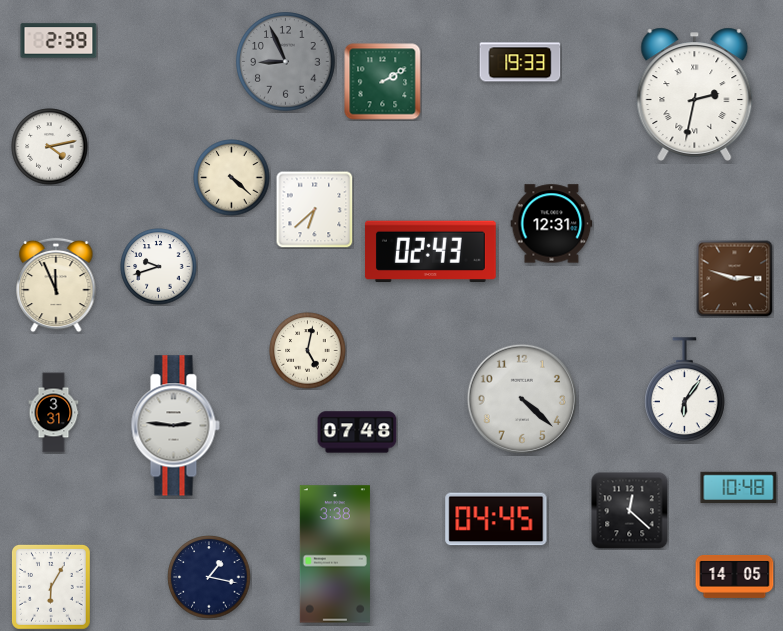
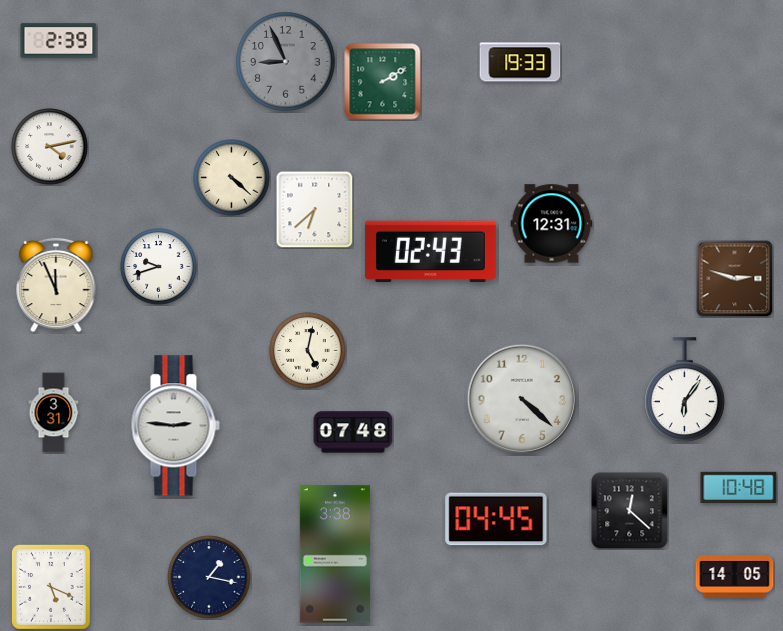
clock at (695, 94): 2:32 -> none
clock at (357, 432) position: (357, 432) -> (353, 432)
clock at (51, 587): 6:05 -> 5:19
